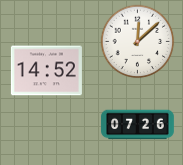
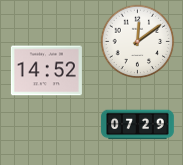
clock at (138, 42): 12:08 -> 12:09
clock at (138, 125): 07:26 -> 07:29
